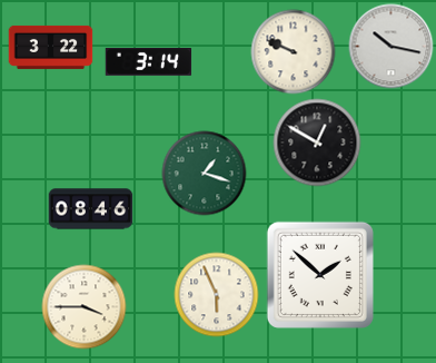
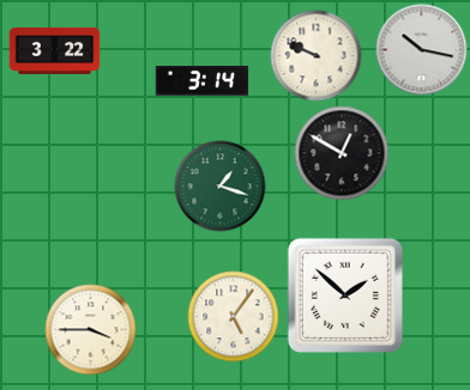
clock at (149, 62) position: (149, 62) -> (203, 81)
clock at (91, 209): 08:46 -> none
clock at (217, 295): 5:56 -> 5:06
